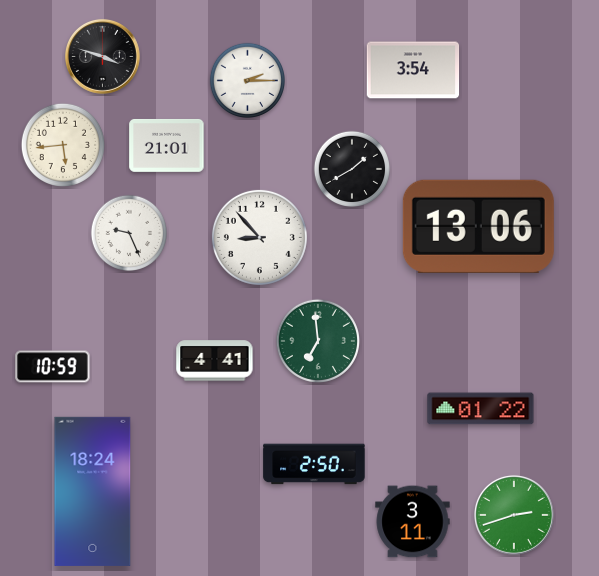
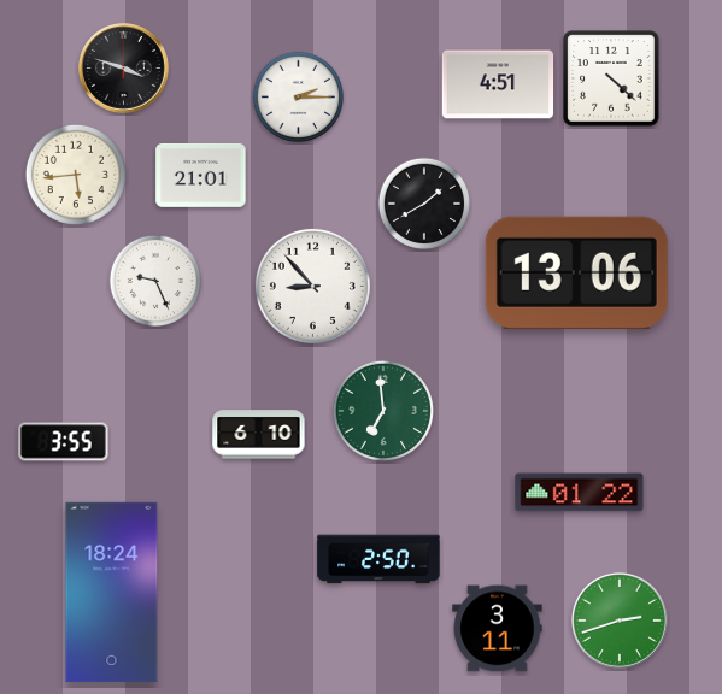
clock at (611, 78): none -> 4:22
clock at (413, 70): 3:54 -> 4:51
clock at (215, 361): 4:41 -> 6:10
clock at (53, 367): 10:59 -> 3:55
